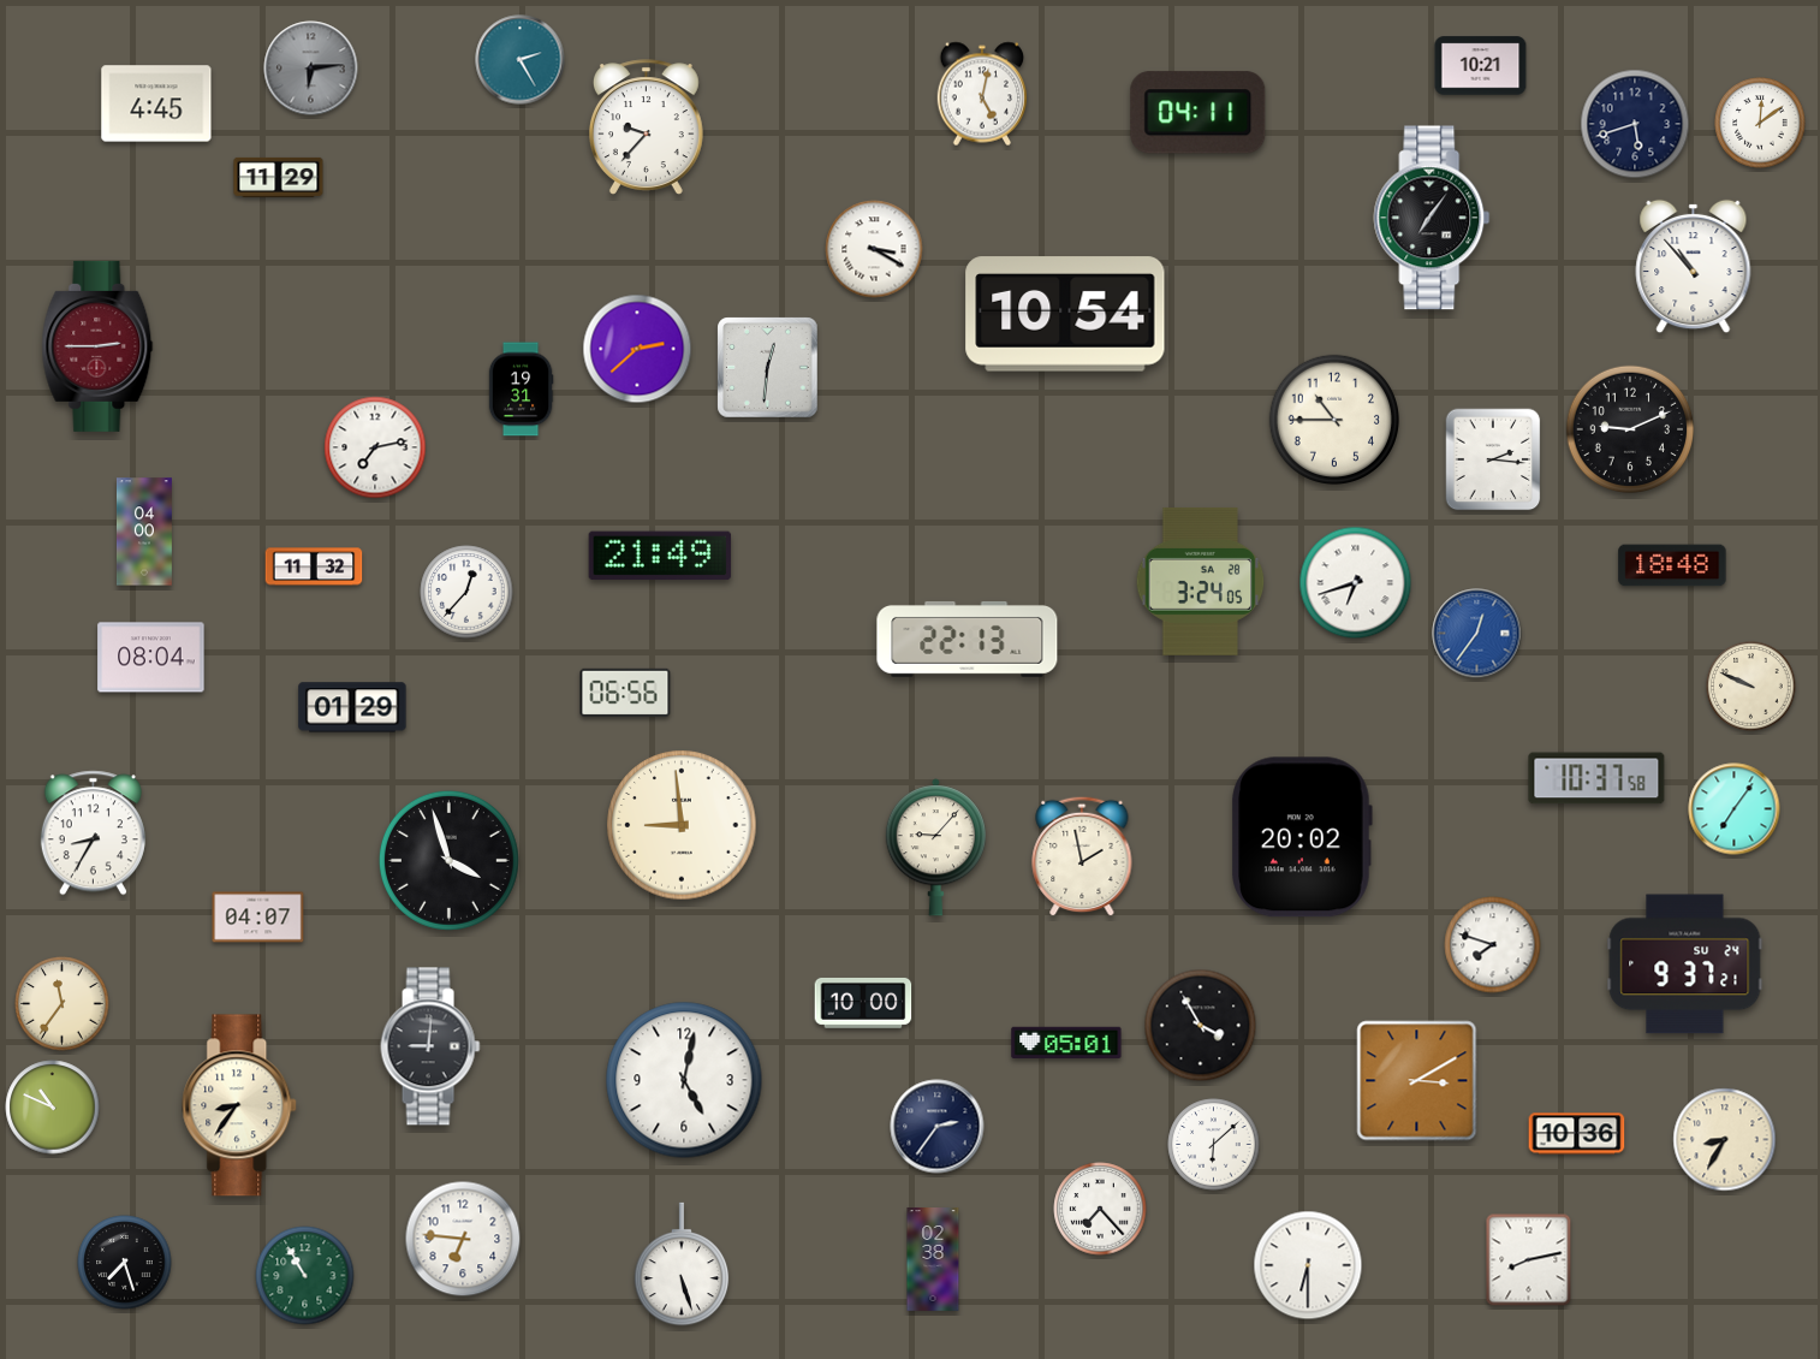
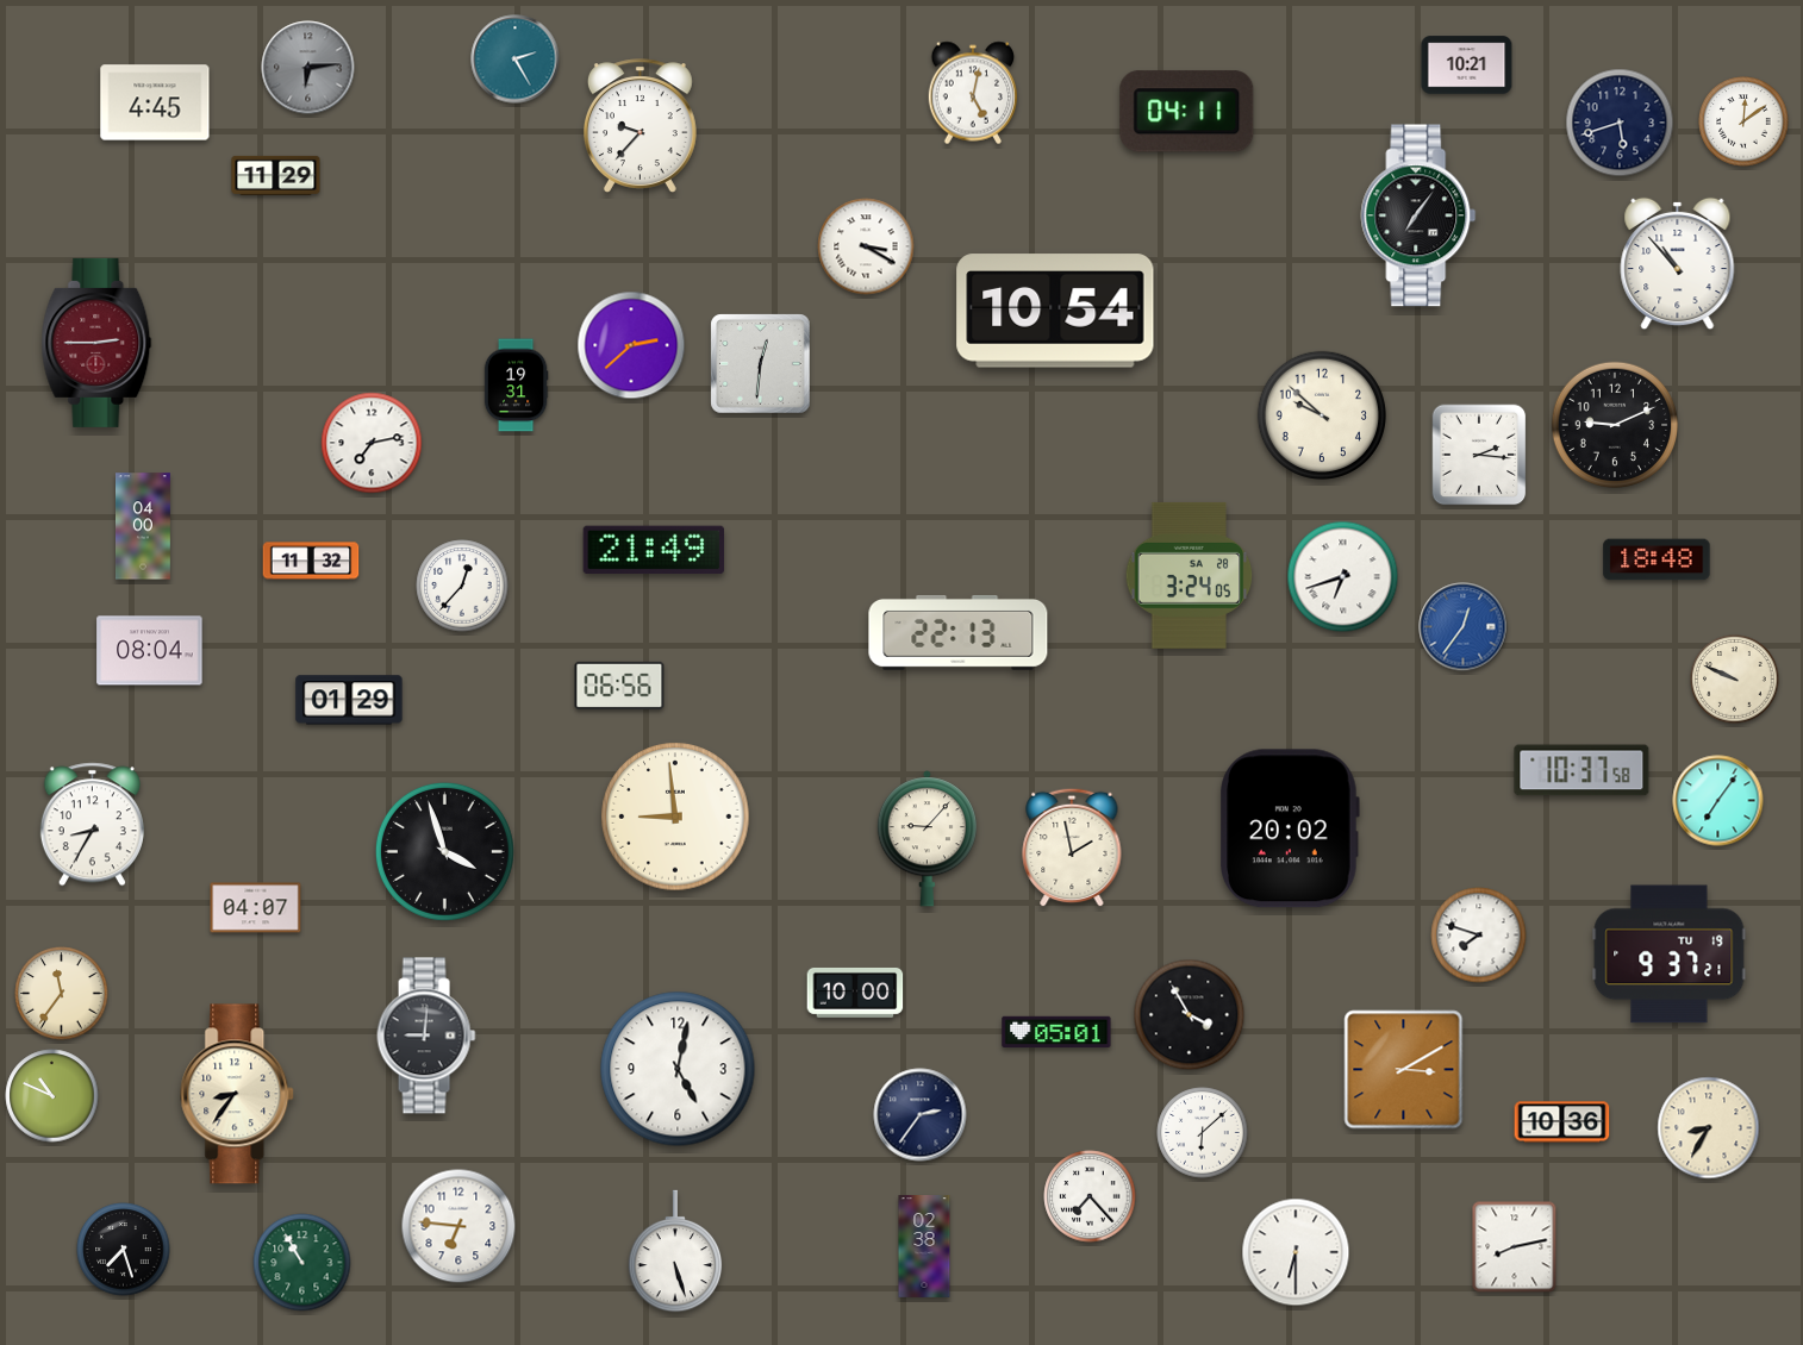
clock at (1333, 419): 10:45 -> 9:52
clock at (1685, 965) date: SU 24 -> TU 19
clock at (938, 1127) position: (938, 1127) -> (921, 1115)
